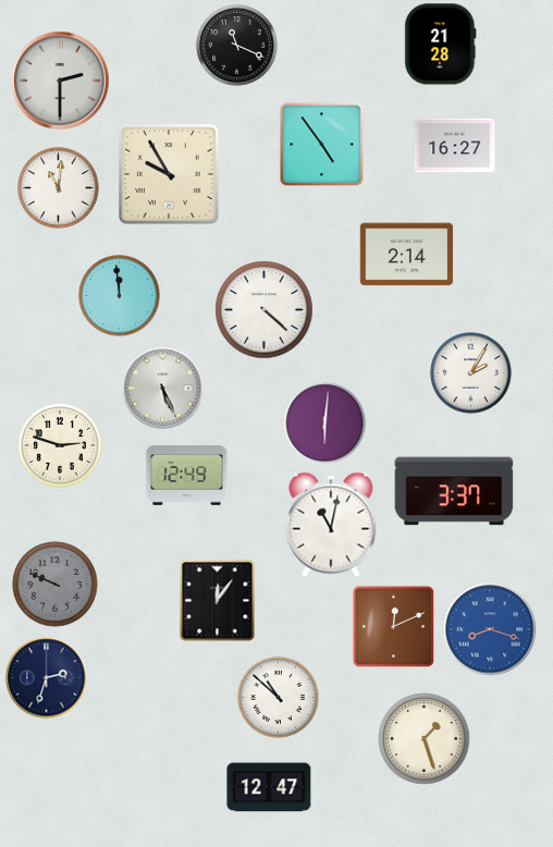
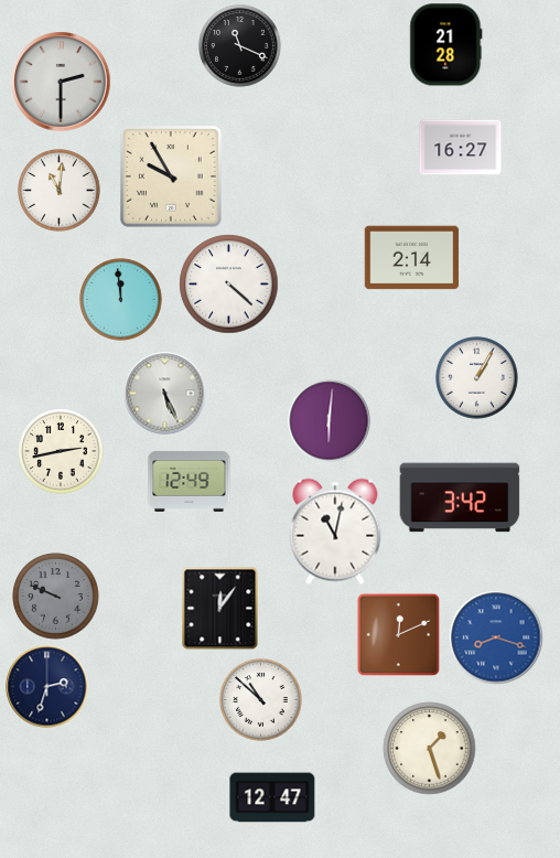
clock at (322, 145): 4:54 -> none
clock at (265, 310) position: (265, 310) -> (229, 285)
clock at (471, 373): 2:05 -> 1:05
clock at (325, 423) position: (325, 423) -> (330, 421)
clock at (60, 445): 2:48 -> 2:43
clock at (454, 491): 3:37 -> 3:42
clock at (56, 585) position: (56, 585) -> (56, 597)
clock at (279, 698) position: (279, 698) -> (261, 700)
